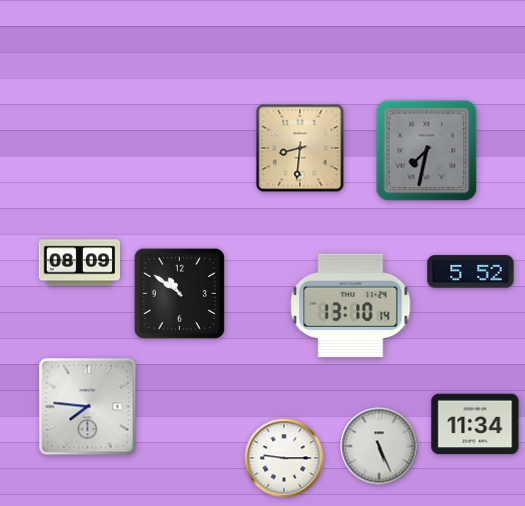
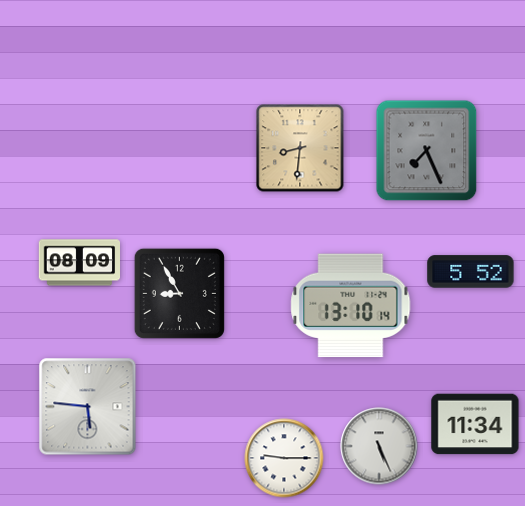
clock at (427, 151): 7:32 -> 7:26
clock at (179, 293): 10:51 -> 8:55
clock at (88, 407): 7:46 -> 5:46
